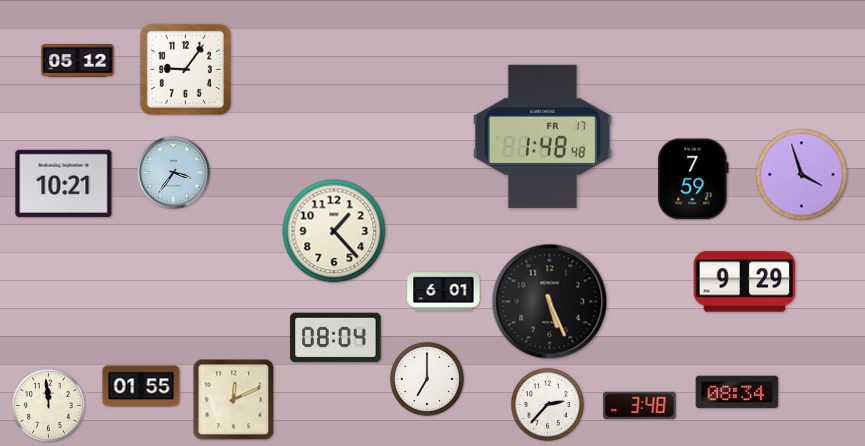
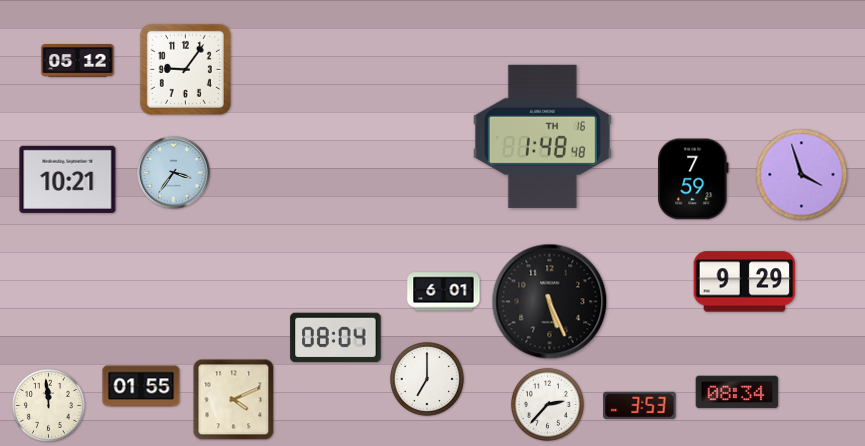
clock at (542, 136) date: FR 17 -> TH 16
clock at (64, 183) position: (64, 183) -> (68, 179)
clock at (334, 231): 1:23 -> none
clock at (234, 400): 12:11 -> 4:11
clock at (640, 405): 3:48 -> 3:53
